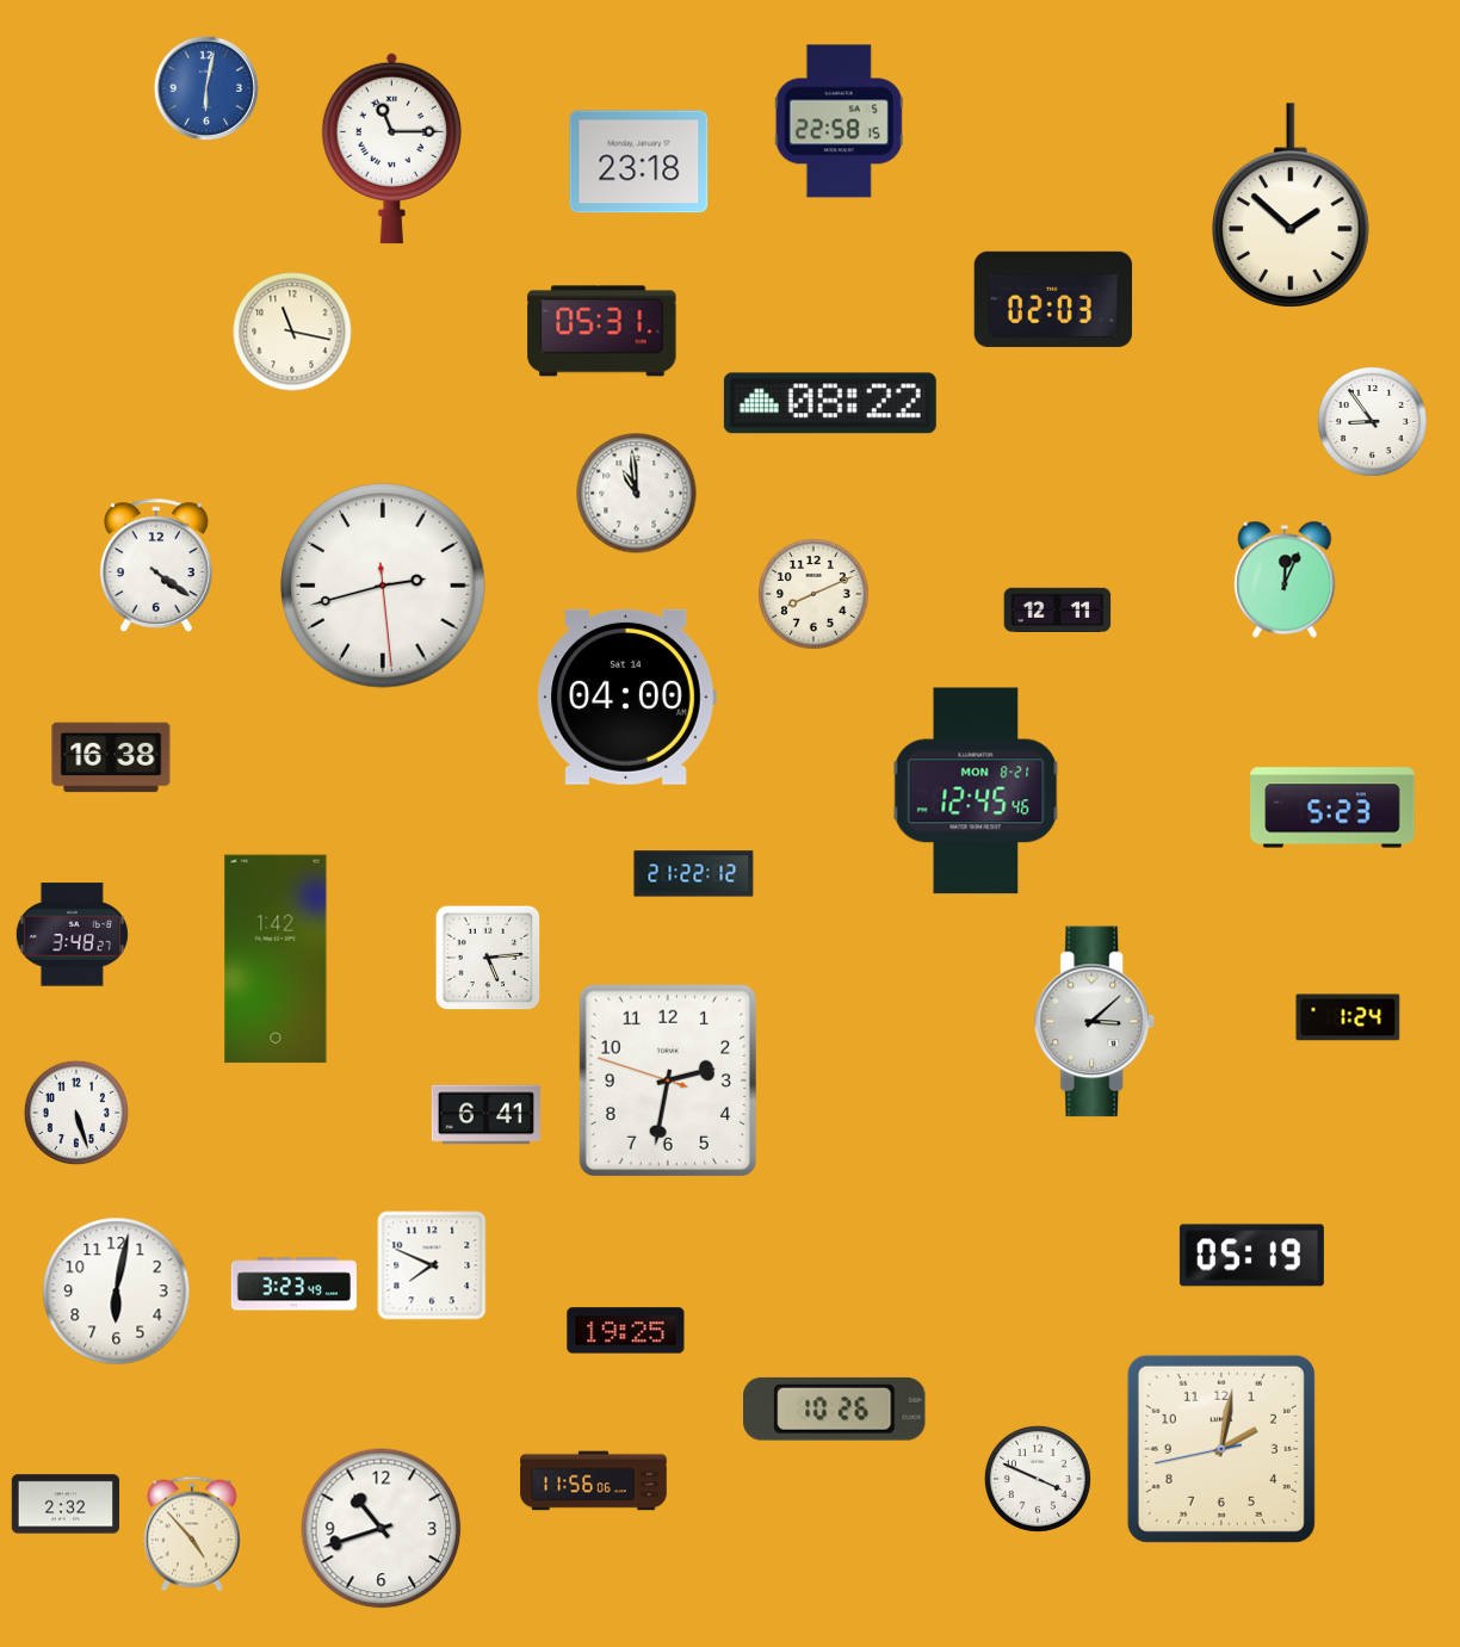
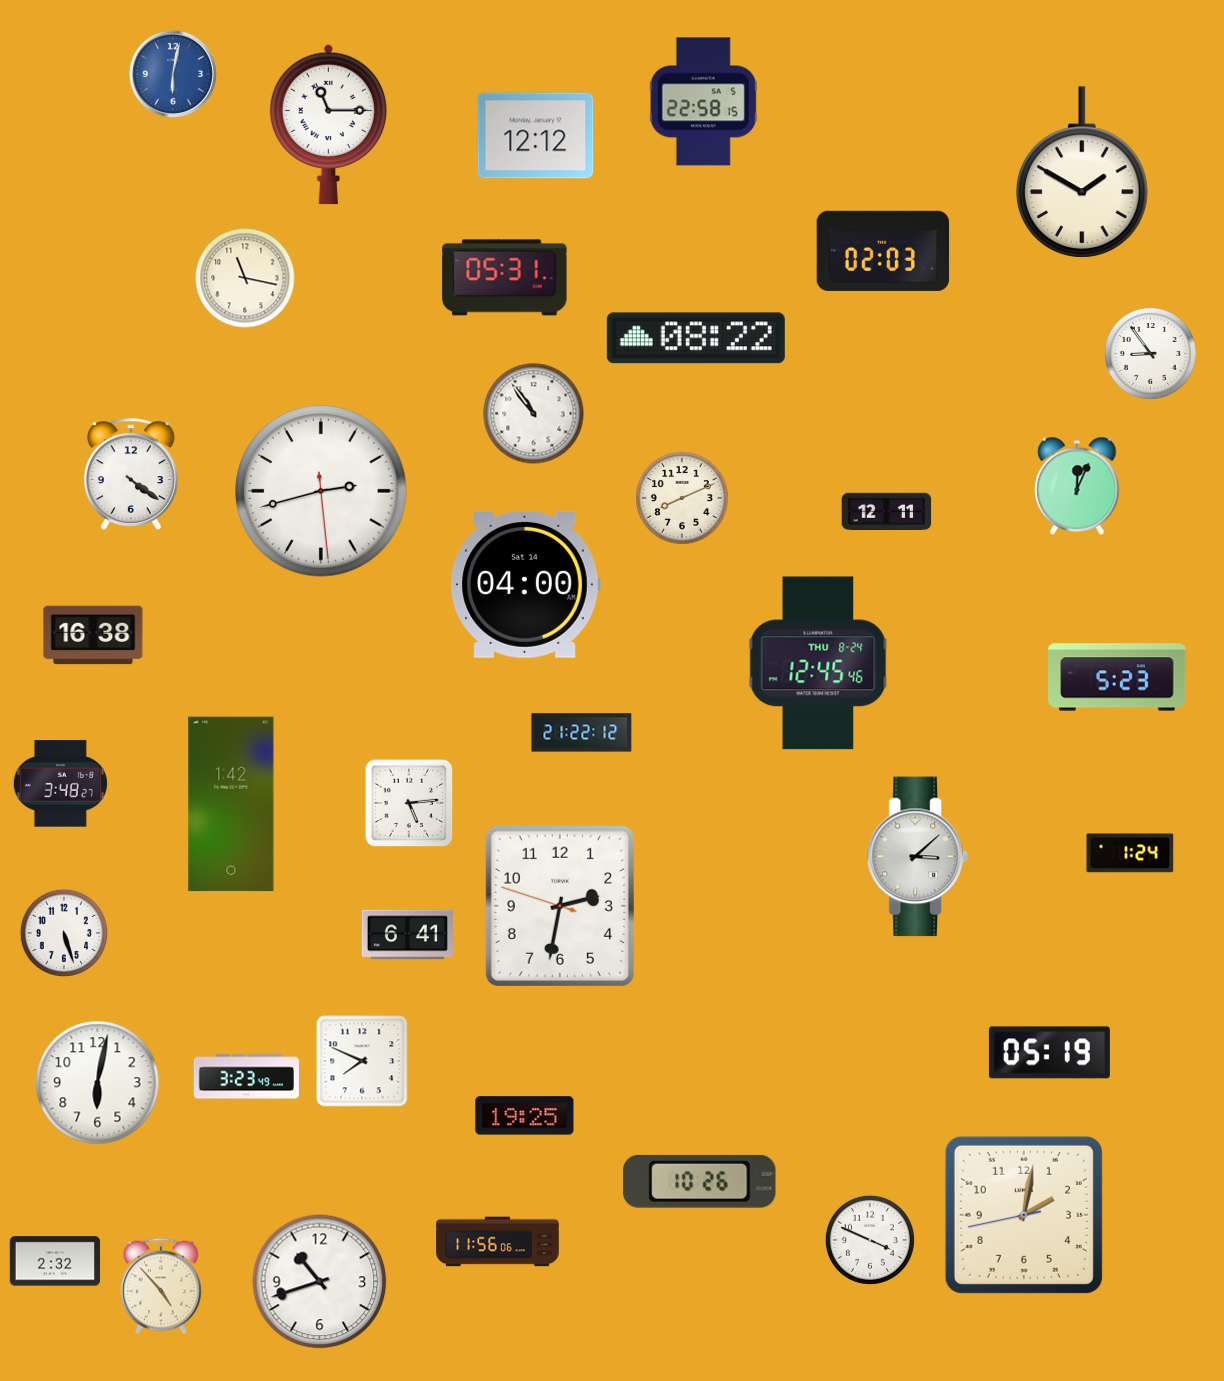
clock at (639, 162): 23:18 -> 12:12
clock at (1292, 205): 1:52 -> 1:50
clock at (637, 494): 10:59 -> 10:54
clock at (976, 791) date: MON 8-21 -> THU 8-24
